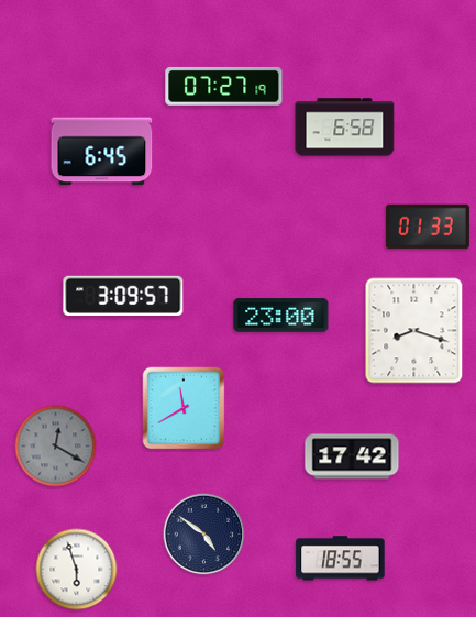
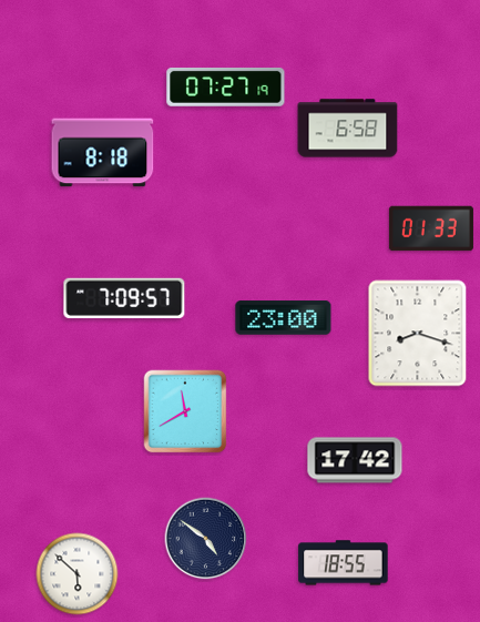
clock at (102, 152): 6:45 -> 8:18
clock at (123, 295): 3:09 -> 7:09
clock at (56, 447): 12:20 -> none
clock at (77, 570): 5:57 -> 5:52
